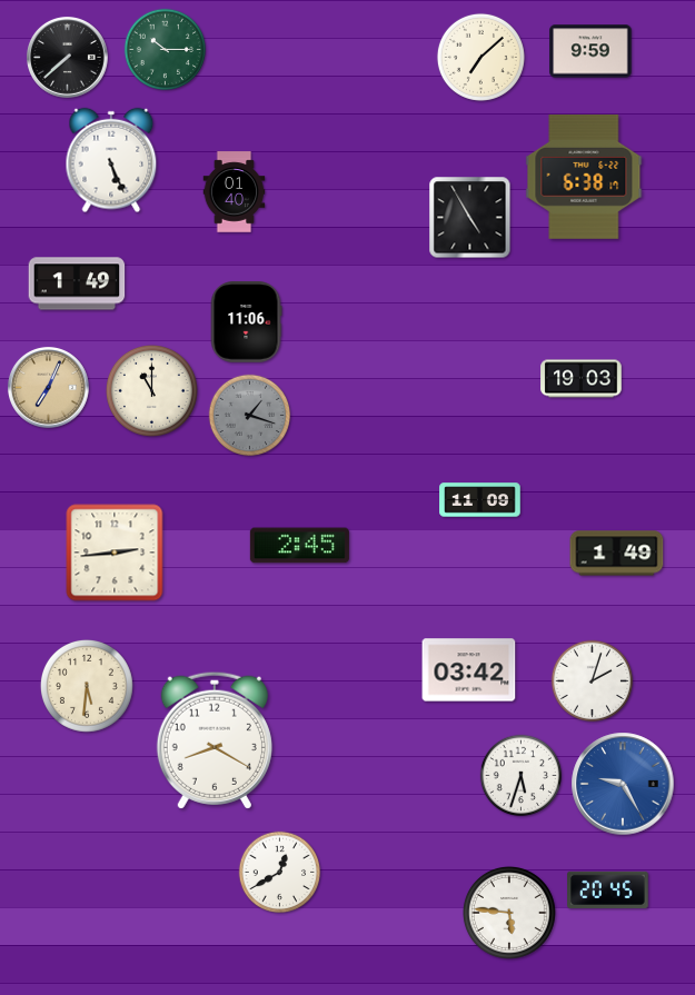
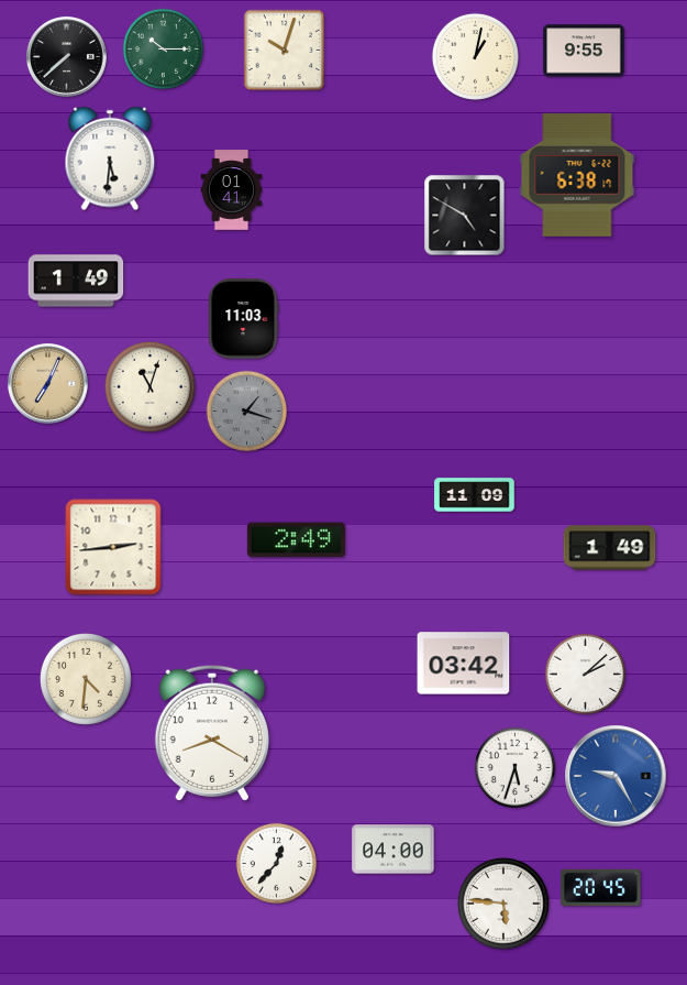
clock at (285, 51): none -> 10:03
clock at (590, 51): 9:59 -> 9:55
clock at (480, 57): 7:08 -> 1:02
clock at (111, 160): 5:26 -> 5:31
clock at (235, 192): 01:40 -> 01:41
clock at (470, 218): 4:55 -> 4:50
clock at (246, 322): 11:06 -> 11:03
clock at (582, 379): 19:03 -> none
clock at (151, 390): 11:00 -> 11:03
clock at (299, 546): 2:45 -> 2:49
clock at (593, 681): 2:03 -> 2:08
clock at (87, 686): 5:31 -> 4:31
clock at (394, 850): none -> 04:00
clock at (280, 873): 12:40 -> 12:37
clock at (608, 889) position: (608, 889) -> (601, 887)
